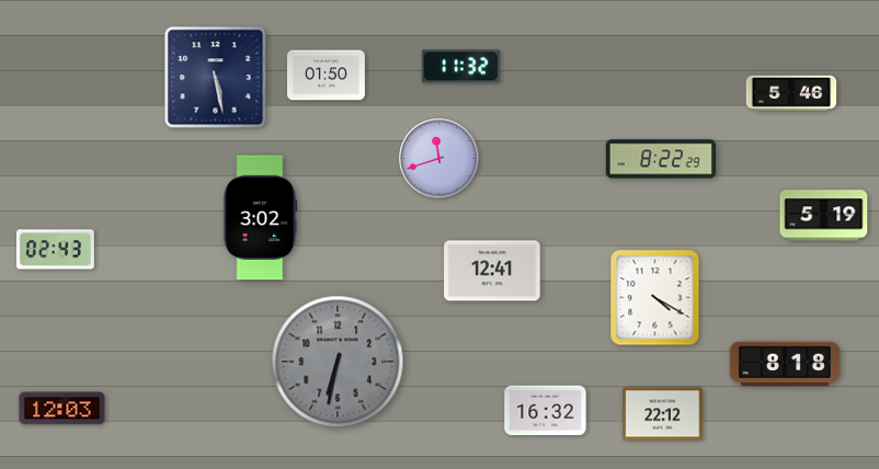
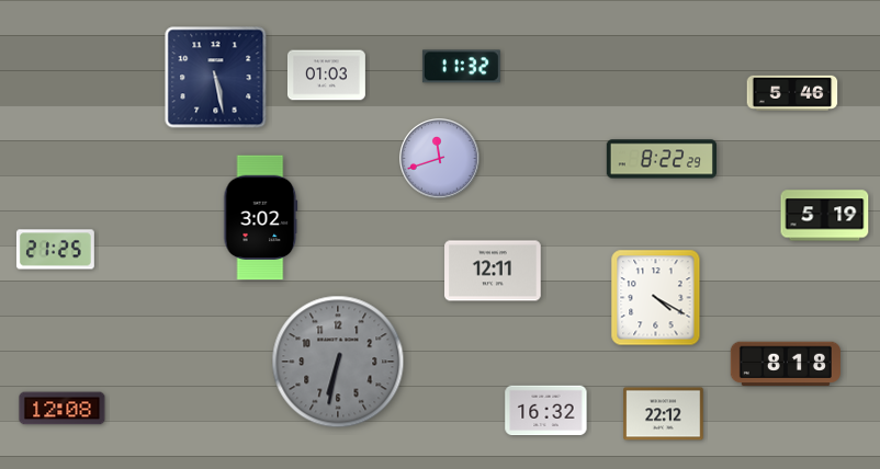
clock at (326, 76): 01:50 -> 01:03
clock at (55, 250): 02:43 -> 21:25
clock at (492, 271): 12:41 -> 12:11
clock at (62, 409): 12:03 -> 12:08
